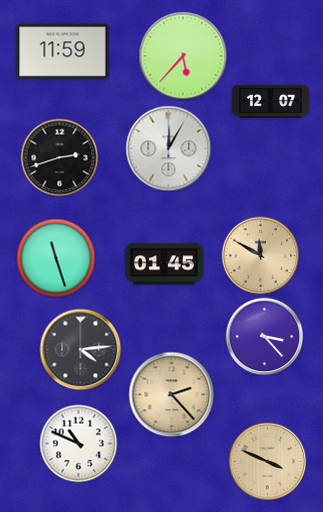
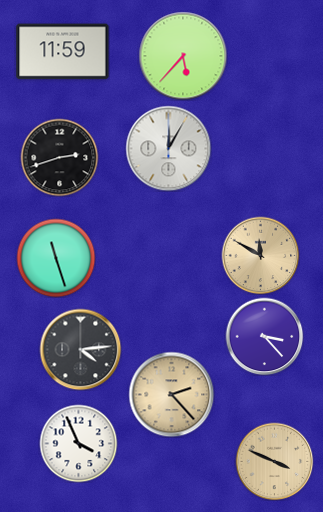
clock at (270, 102): 12:07 -> none
clock at (164, 264): 01:45 -> none
clock at (78, 443): 10:49 -> 3:56
clock at (267, 461) position: (267, 461) -> (274, 461)
